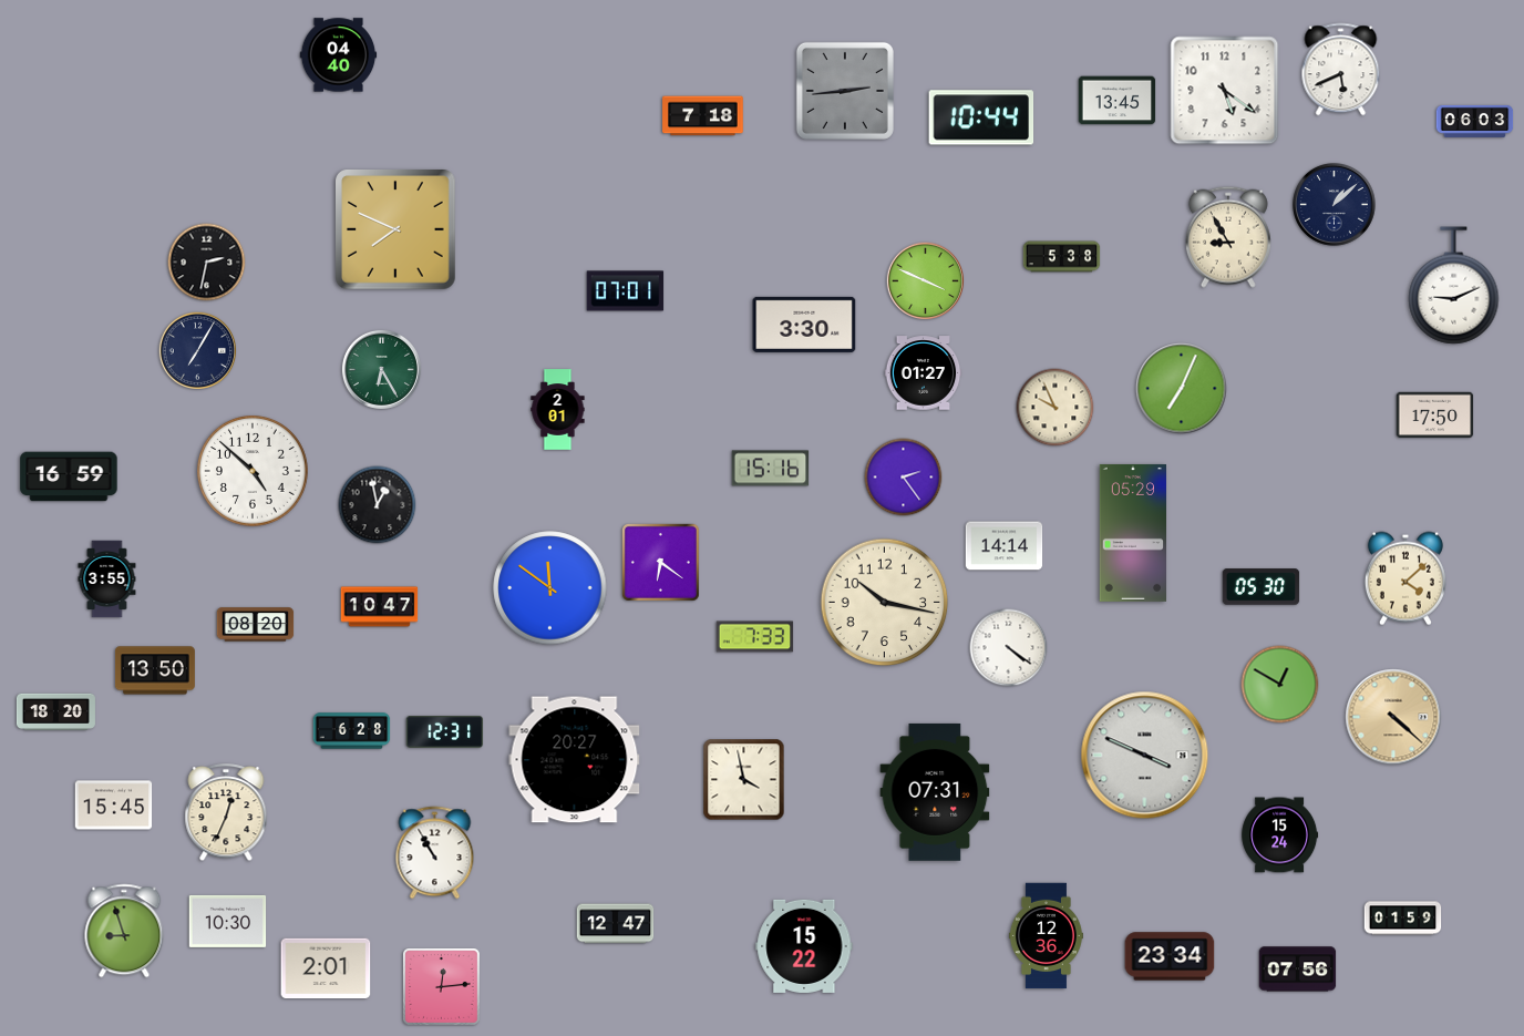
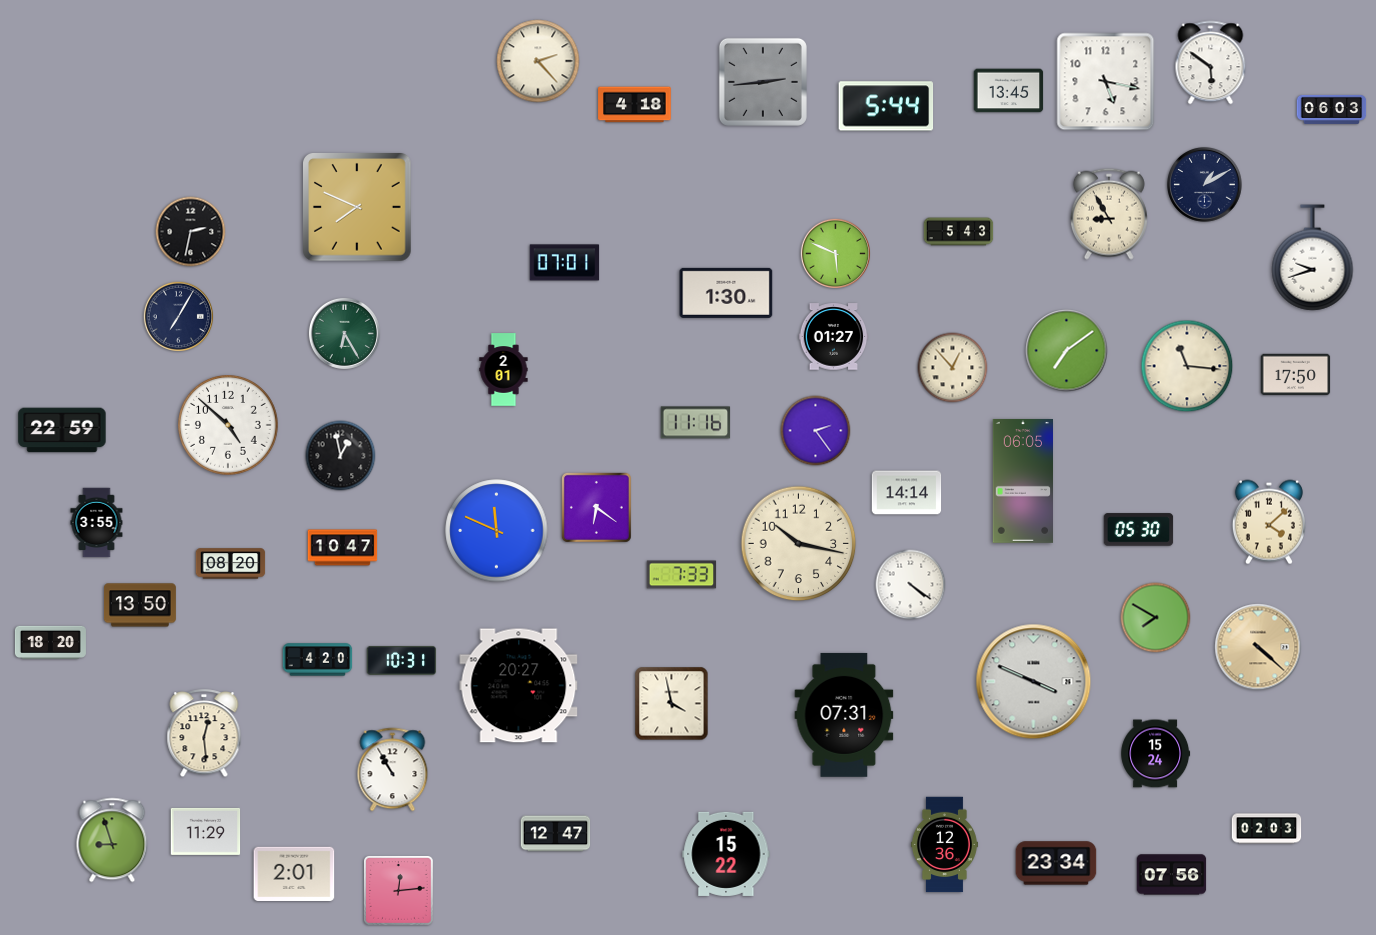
clock at (339, 55): 04:40 -> none
clock at (538, 61): none -> 2:23
clock at (1341, 70): 5:41 -> 5:51
clock at (1225, 91): 5:21 -> 5:17
clock at (703, 116): 7:18 -> 4:18
clock at (981, 117): 10:44 -> 5:44
clock at (1335, 205): 1:08 -> 1:10
clock at (1062, 257): 5:38 -> 5:43
clock at (207, 263) position: (207, 263) -> (191, 232)
clock at (925, 280): 3:49 -> 5:49
clock at (1454, 286): 9:11 -> 9:42
clock at (804, 325): 3:30 -> 1:30
clock at (1182, 389): 7:04 -> 7:09
clock at (1187, 366): none -> 11:16
clock at (1056, 408): 9:56 -> 12:53
clock at (771, 469): 15:16 -> 11:16
clock at (69, 476): 16:59 -> 22:59
clock at (1132, 533): 05:29 -> 06:05
clock at (550, 588): 11:51 -> 11:49
clock at (1280, 685): 12:50 -> 7:50
clock at (352, 731): 6:28 -> 4:20
clock at (445, 731): 12:31 -> 10:31
clock at (114, 806): 15:45 -> none
clock at (226, 813): 12:34 -> 12:29
clock at (1403, 919): 01:59 -> 02:03
clock at (228, 921): 10:30 -> 11:29
